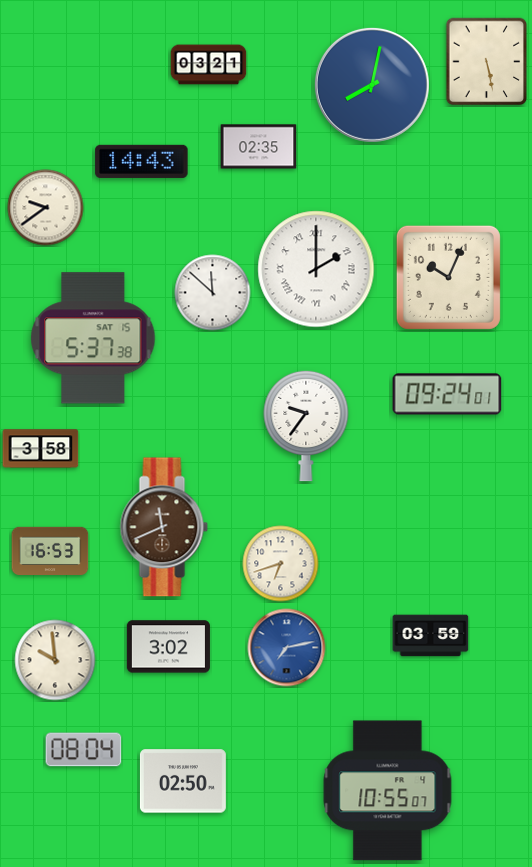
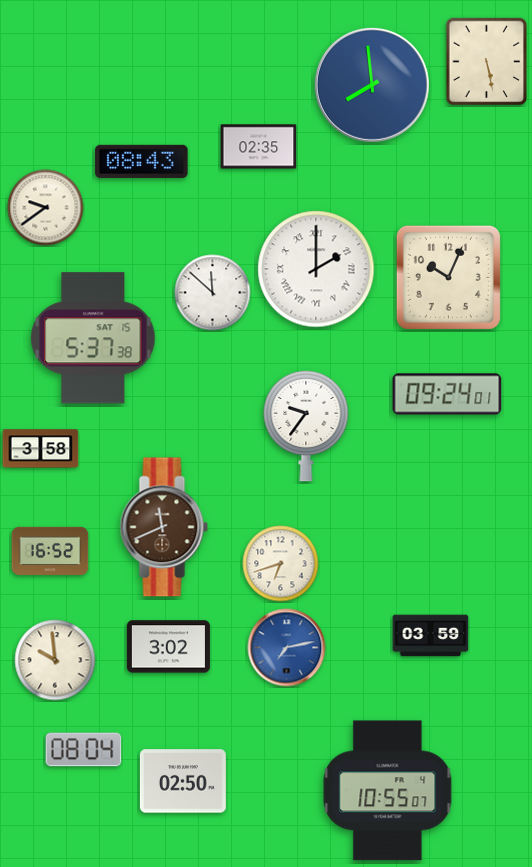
clock at (209, 65): 03:21 -> none
clock at (372, 85): 8:02 -> 7:59
clock at (142, 161): 14:43 -> 08:43
clock at (50, 551): 16:53 -> 16:52
